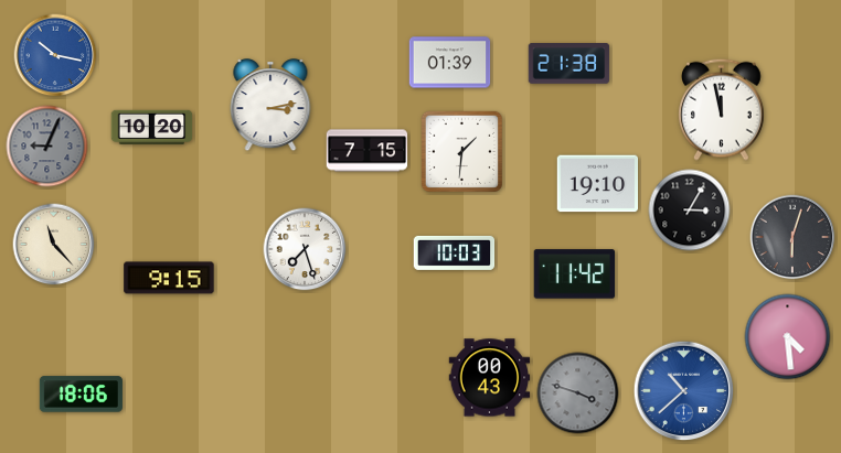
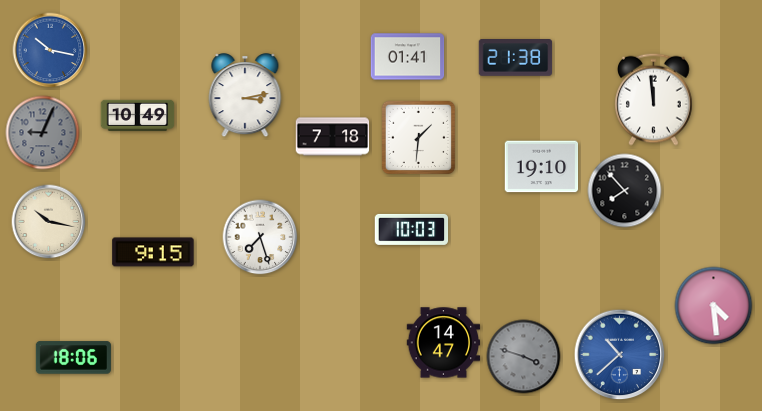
clock at (450, 63): 01:39 -> 01:41
clock at (722, 109): 11:58 -> 11:59
clock at (152, 127): 10:20 -> 10:49
clock at (368, 151): 7:15 -> 7:18
clock at (690, 211): 3:05 -> 7:53
clock at (792, 237): 6:03 -> none
clock at (54, 245): 11:23 -> 10:17
clock at (305, 249) position: (305, 249) -> (260, 237)
clock at (575, 274): 11:42 -> none
clock at (490, 378): 00:43 -> 14:47
